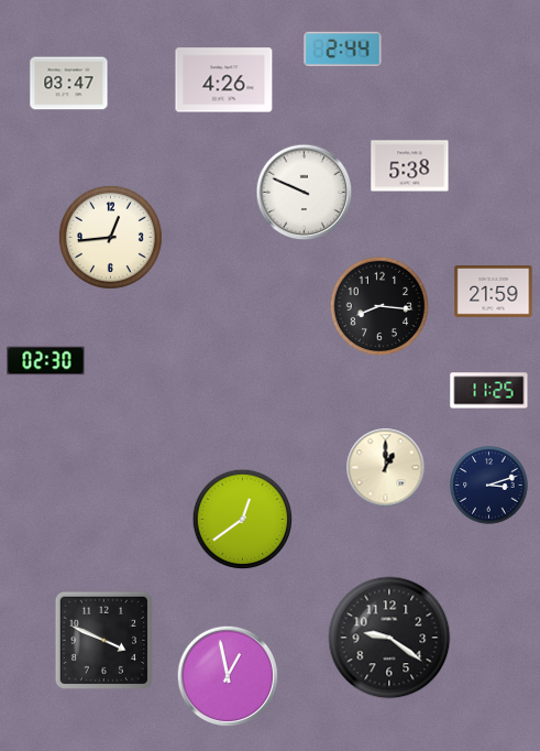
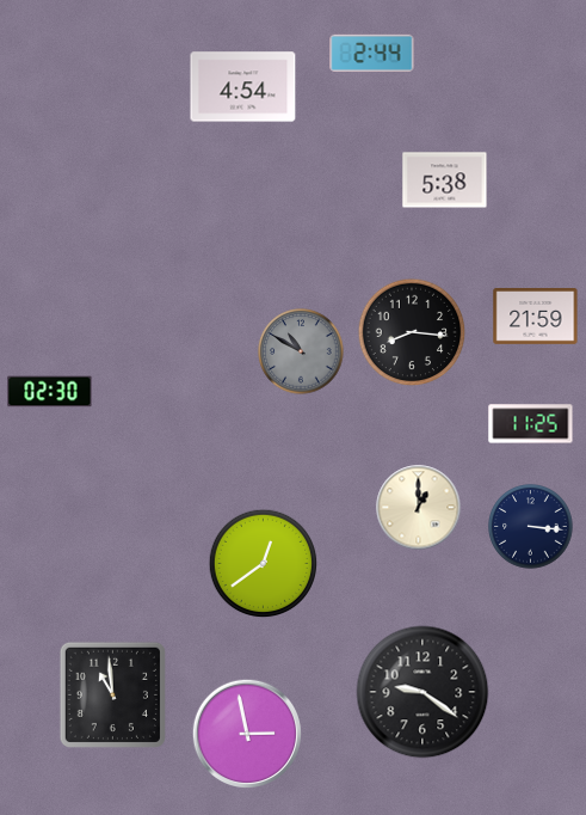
clock at (224, 80): 4:26 -> 4:54
clock at (69, 84): 03:47 -> none
clock at (305, 193): 9:49 -> none
clock at (110, 237): 12:44 -> none
clock at (301, 351): none -> 10:50
clock at (489, 486): 3:12 -> 3:16
clock at (103, 640): 3:49 -> 10:59
clock at (227, 675): 12:58 -> 2:58
